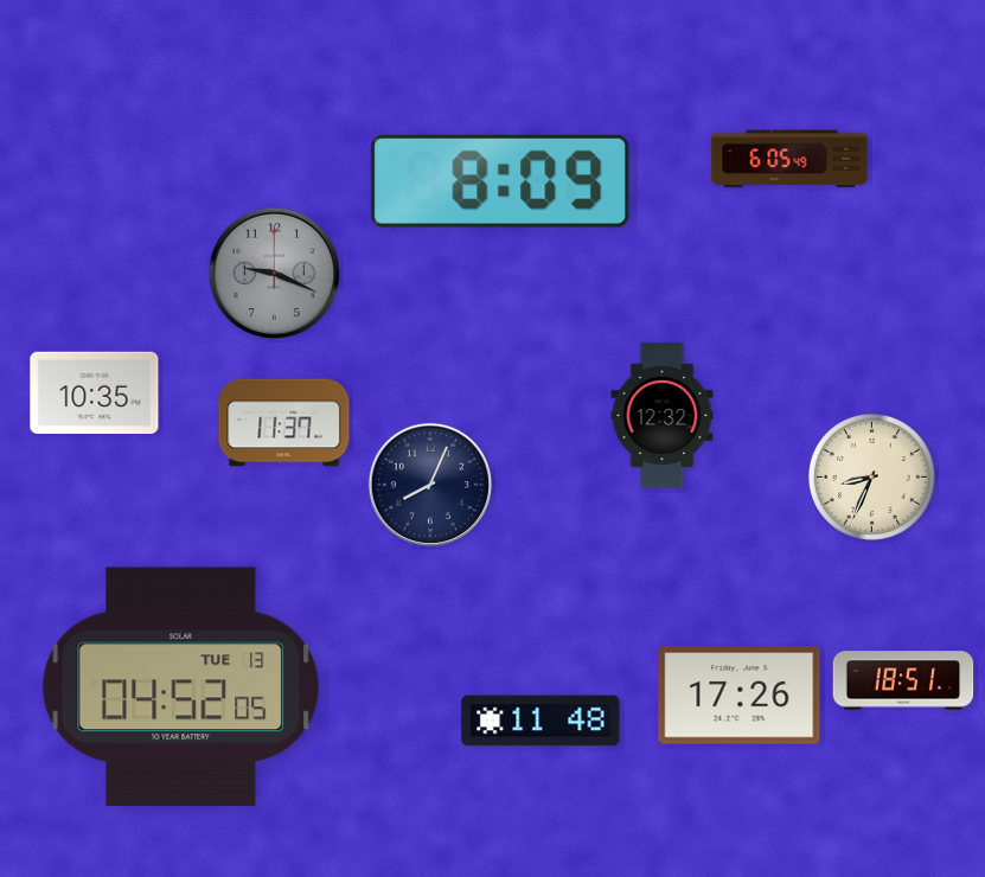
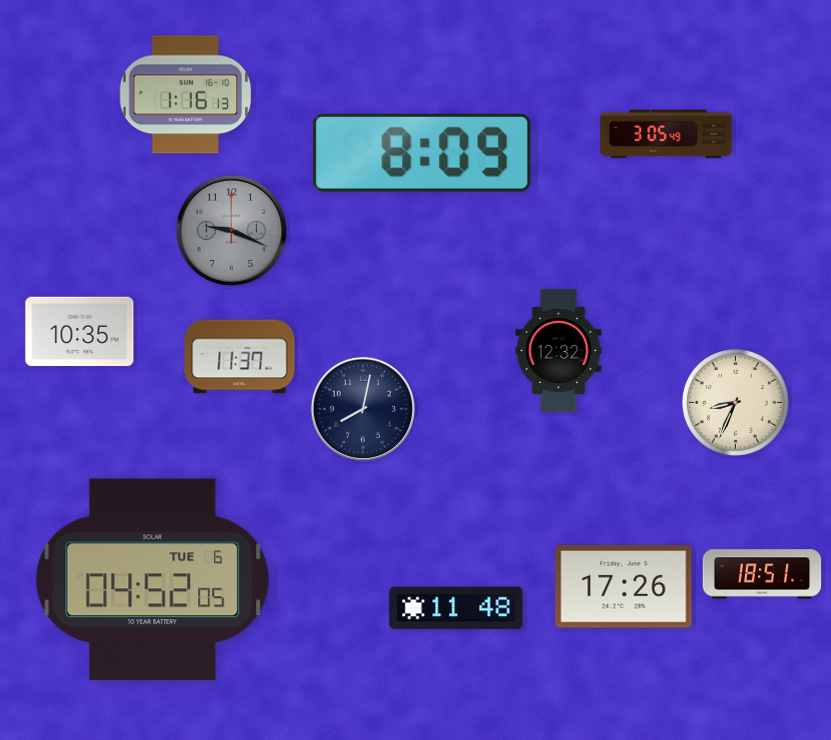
clock at (186, 95): none -> 1:16
clock at (789, 159): 6:05 -> 3:05
clock at (429, 484): 8:04 -> 8:02
clock at (181, 686) date: TUE 13 -> TUE 6
